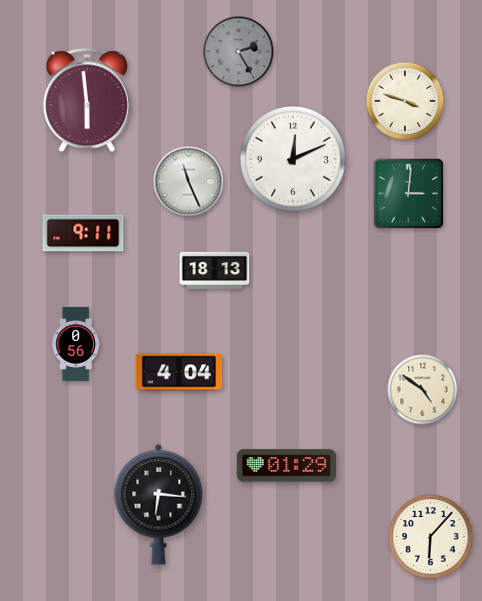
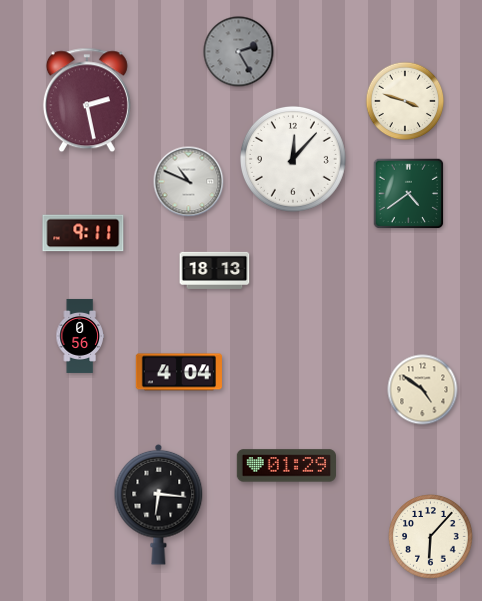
clock at (87, 100): 5:59 -> 2:28
clock at (293, 159): 12:11 -> 12:07
clock at (189, 182): 11:26 -> 10:49
clock at (409, 194): 3:01 -> 4:39
clock at (76, 344) position: (76, 344) -> (80, 336)
